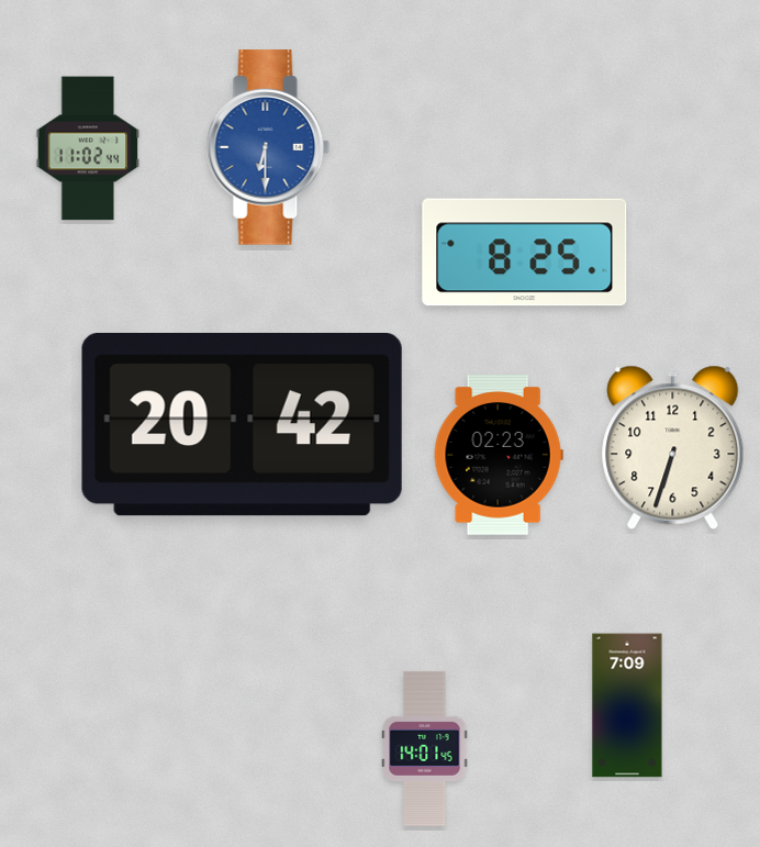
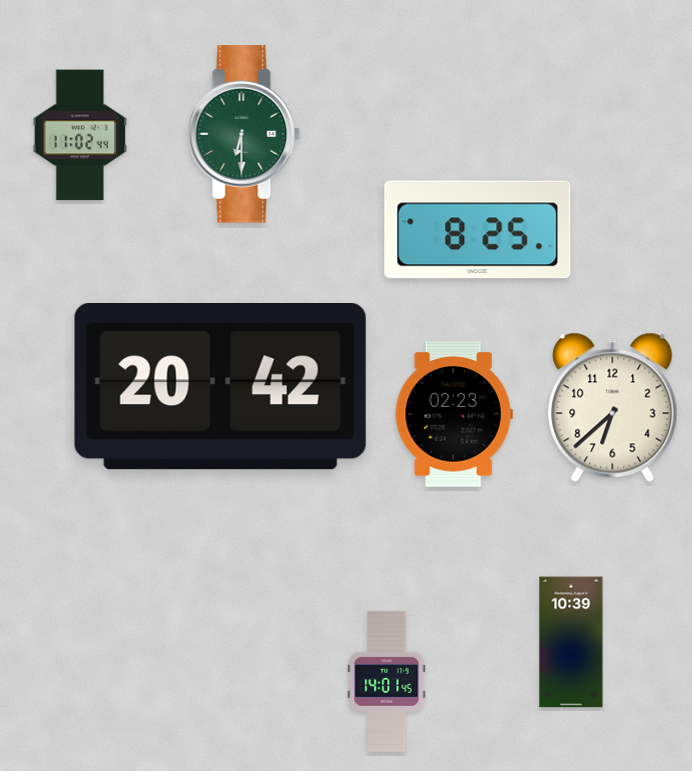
clock at (268, 147) dial: blue -> green
clock at (673, 447): 6:33 -> 6:38
clock at (627, 705): 7:09 -> 10:39
